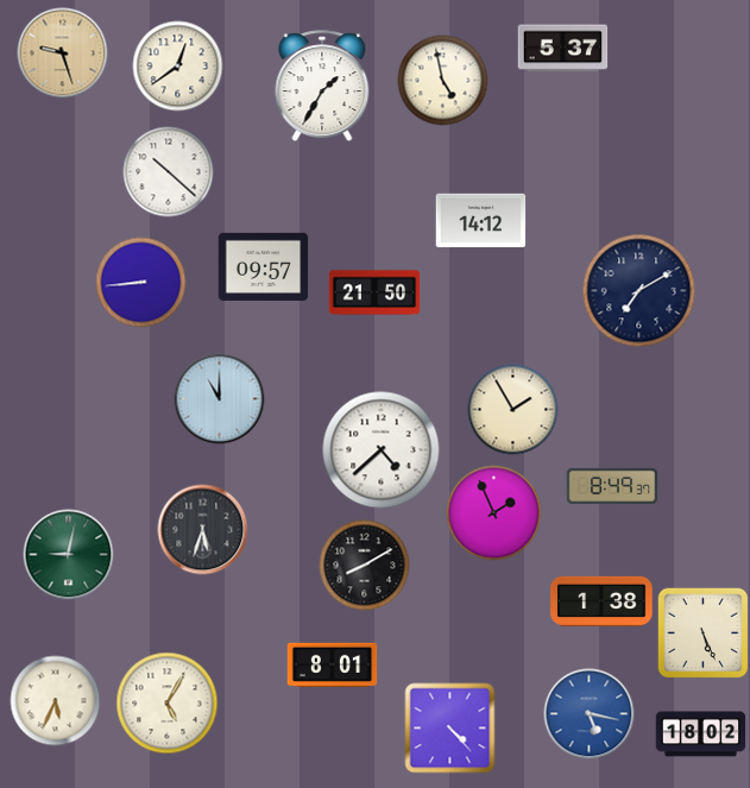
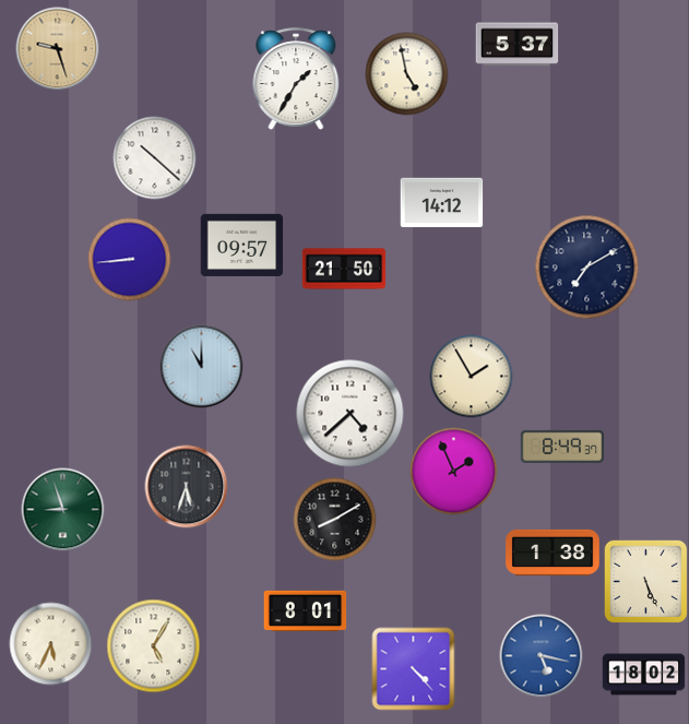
clock at (178, 67): 12:39 -> none
clock at (69, 555): 9:02 -> 8:57
